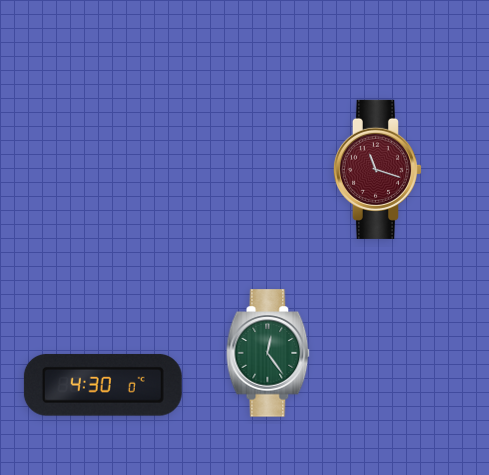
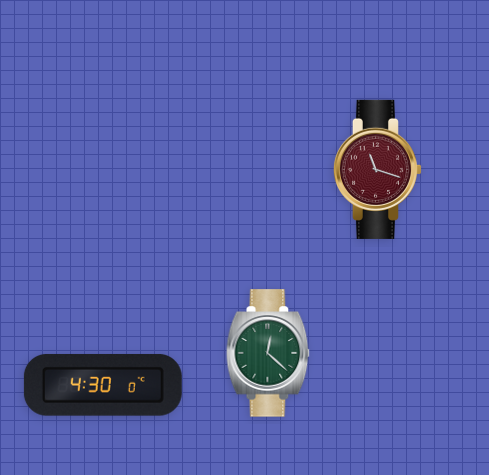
clock at (268, 353): 12:24 -> 12:22
